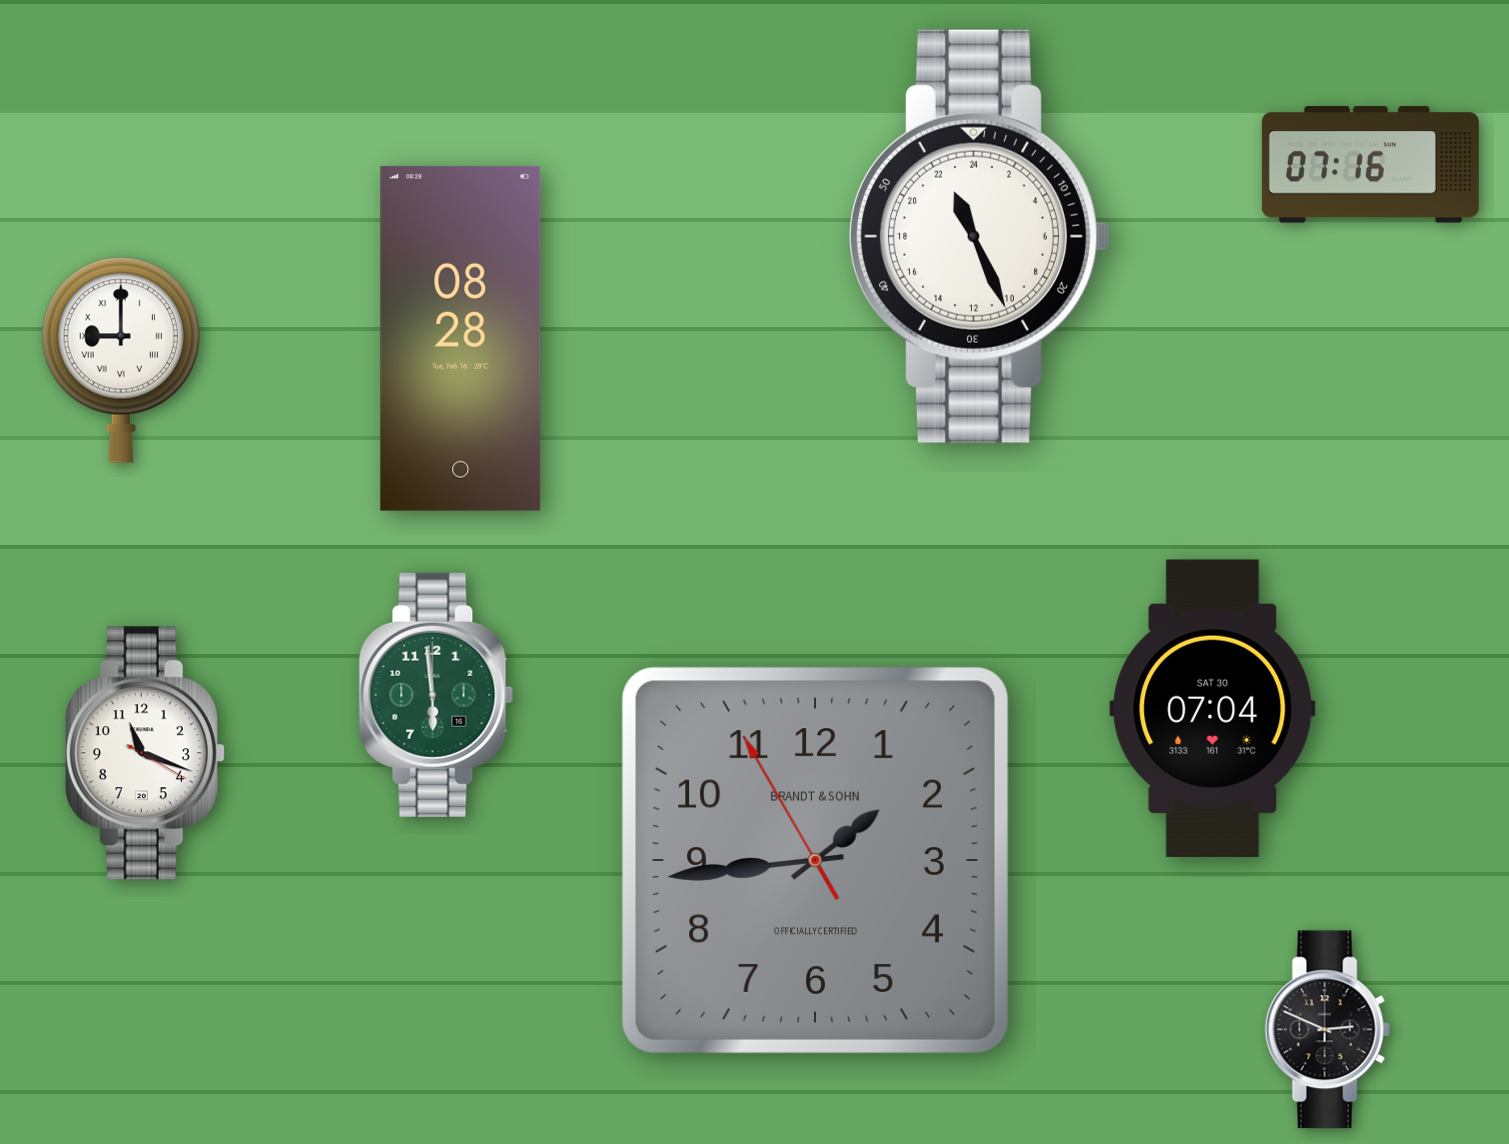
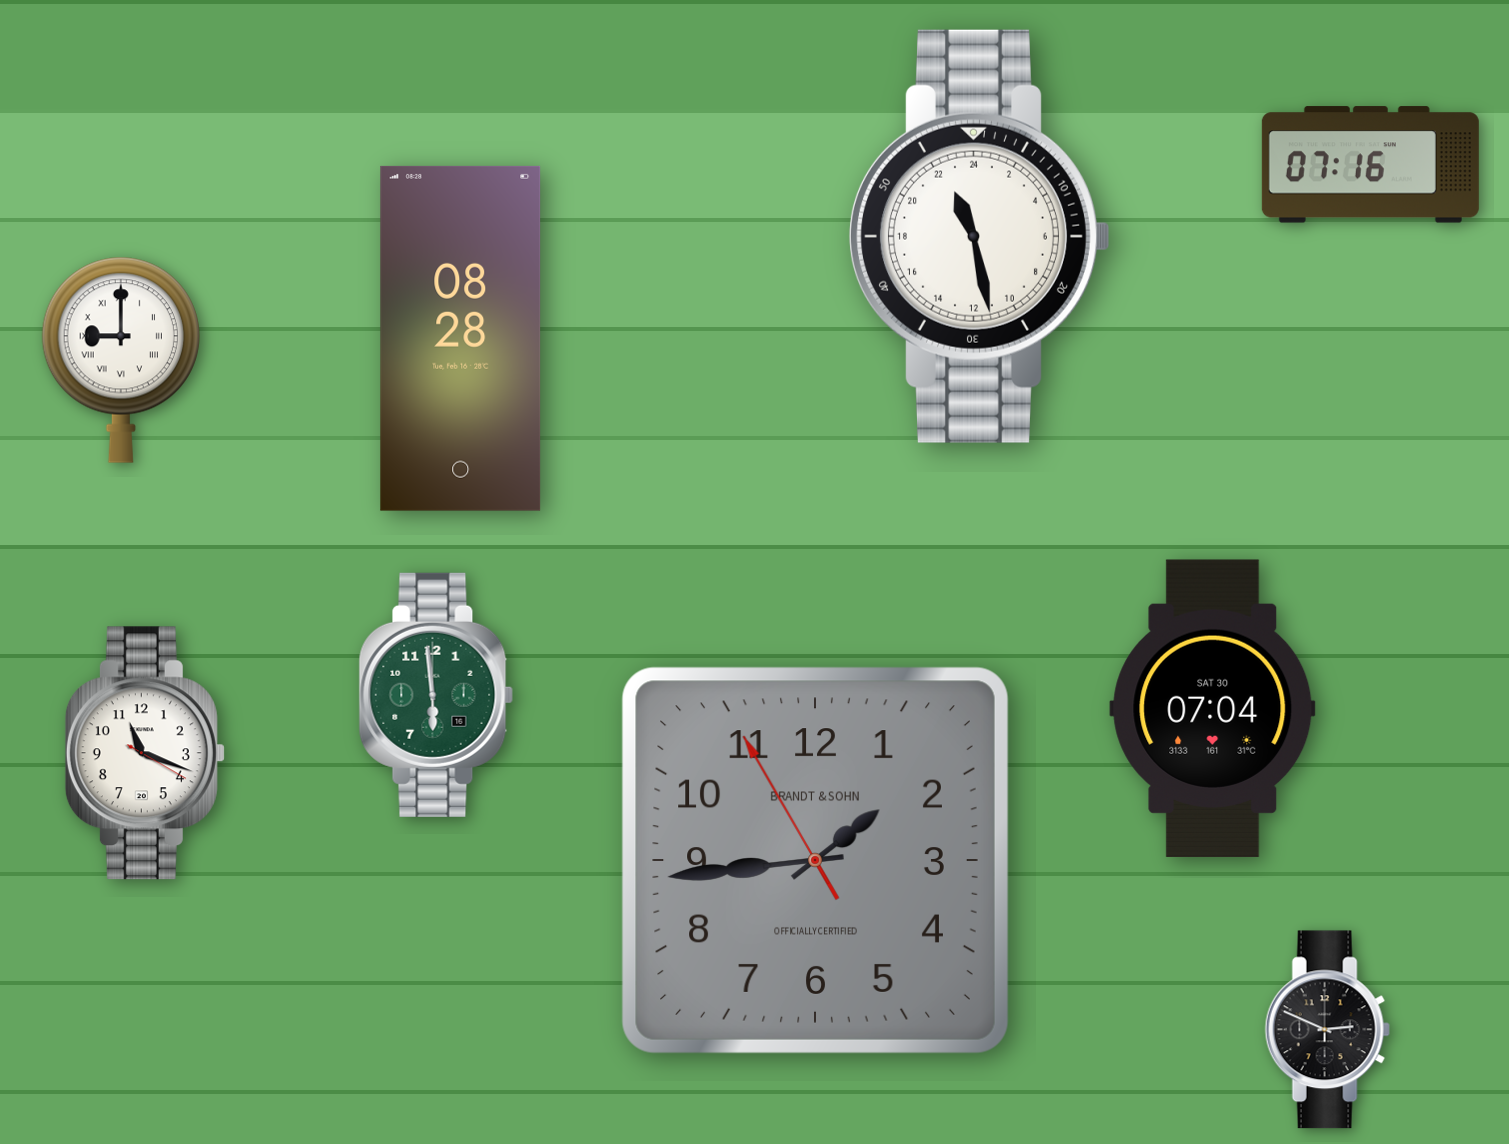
clock at (979, 236): 22:26 -> 22:28
